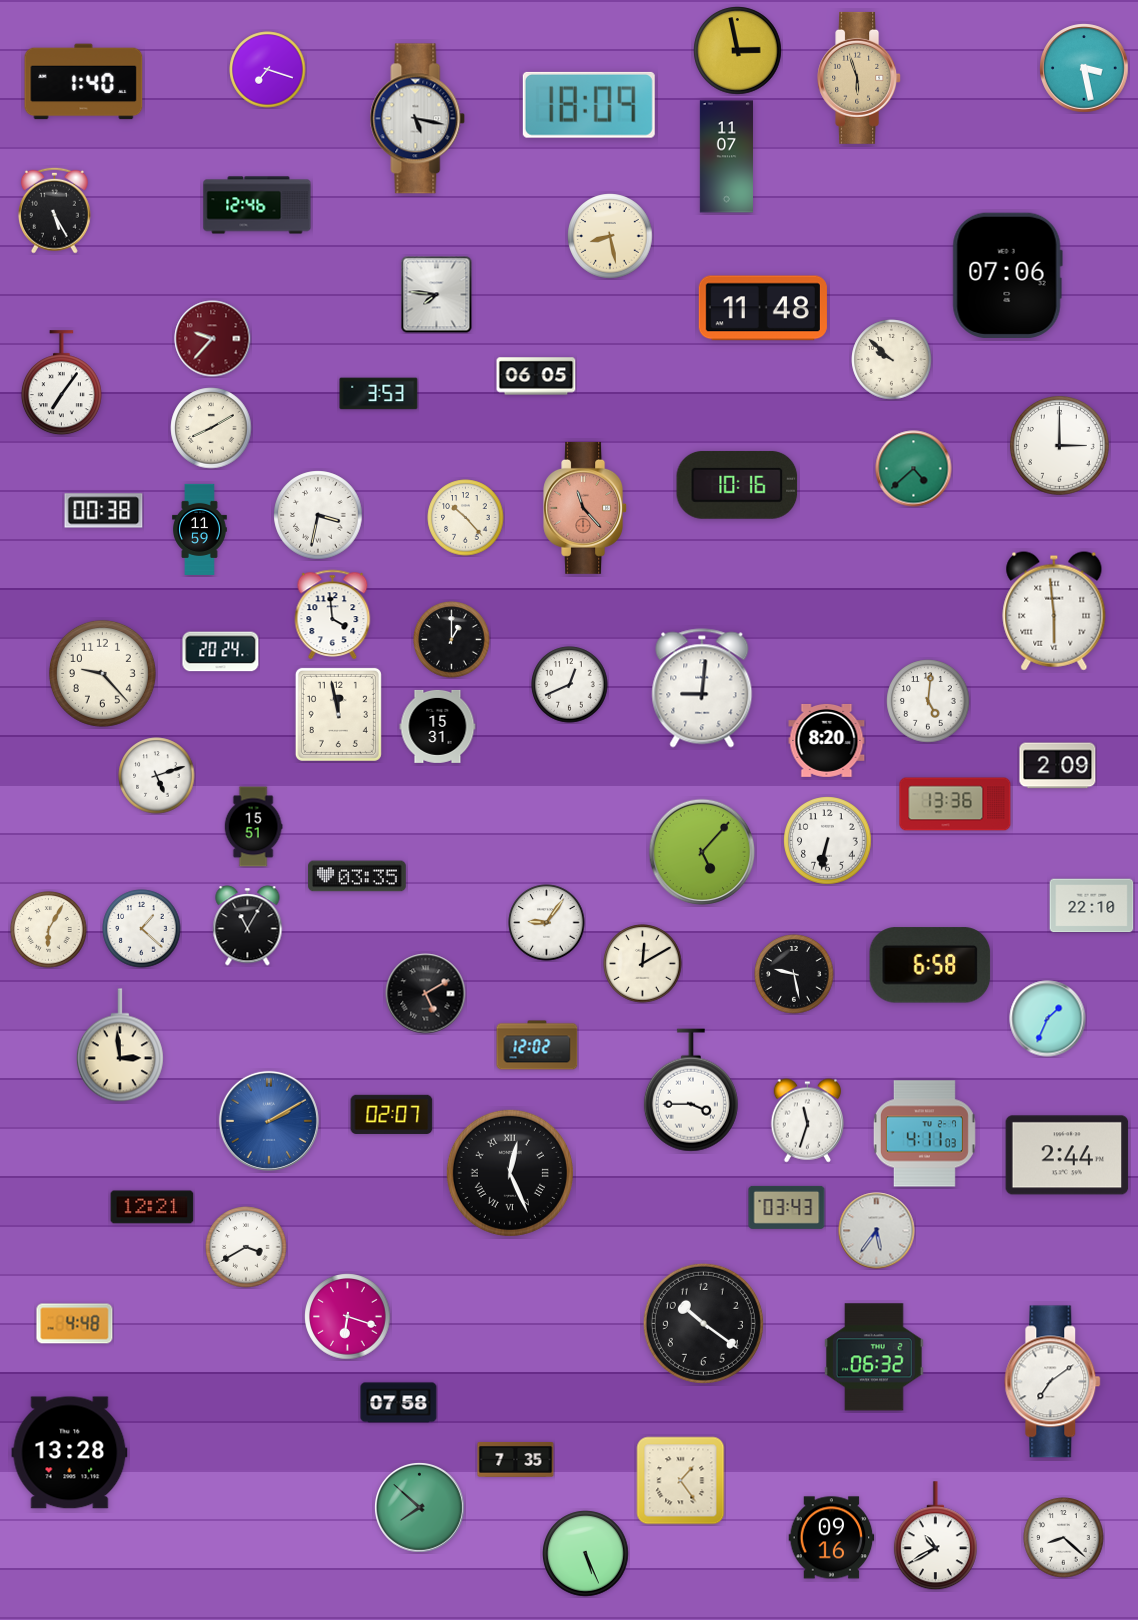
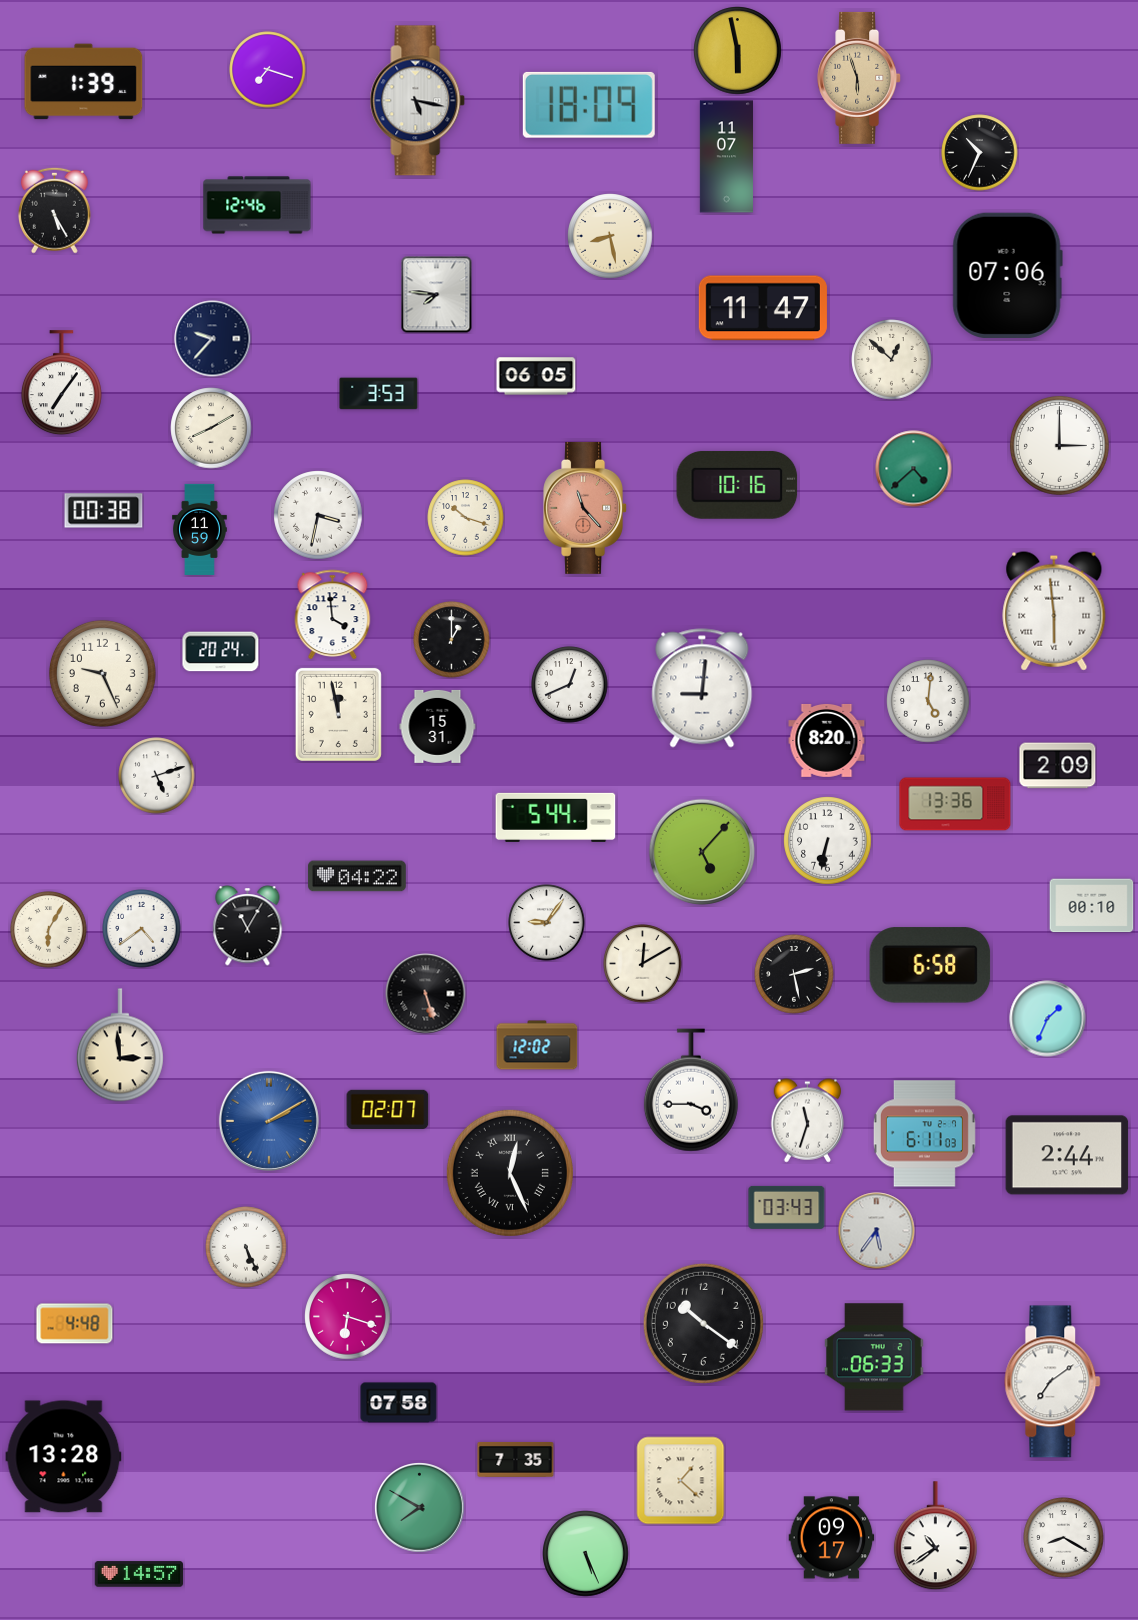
clock at (738, 51): 2:58 -> 5:58
clock at (1084, 68): 3:28 -> none
clock at (84, 82): 1:40 -> 1:39
clock at (418, 119) position: (418, 119) -> (418, 101)
clock at (980, 153): none -> 10:34
clock at (763, 308): 11:48 -> 11:47
clock at (213, 339) dial: burgundy -> navy
clock at (892, 360): 9:52 -> 12:52
clock at (466, 518): 10:23 -> 10:18
clock at (102, 673): 9:23 -> 9:26
clock at (556, 817): none -> 5:44
clock at (253, 827): 15:51 -> none
clock at (357, 876): 03:35 -> 04:22
clock at (1092, 906): 22:10 -> 00:10
clock at (142, 929): 1:22 -> 4:39
clock at (794, 974): 9:28 -> 2:28
clock at (426, 994): 5:10 -> 5:27
clock at (392, 1114) position: (392, 1114) -> (388, 1109)
clock at (924, 1134): 4:11 -> 6:11
clock at (152, 1207): 12:21 -> none
clock at (246, 1247): 3:40 -> 5:26
clock at (874, 1357): 06:32 -> 06:33
clock at (70, 1453) position: (70, 1453) -> (64, 1457)
clock at (681, 1481): 1:24 -> 1:22
clock at (420, 1508): 7:52 -> 7:50
clock at (935, 1536): 10:40 -> 10:39
clock at (832, 1538): 09:16 -> 09:17
clock at (1064, 1538): 8:22 -> 8:20
clock at (139, 1574): none -> 14:57
